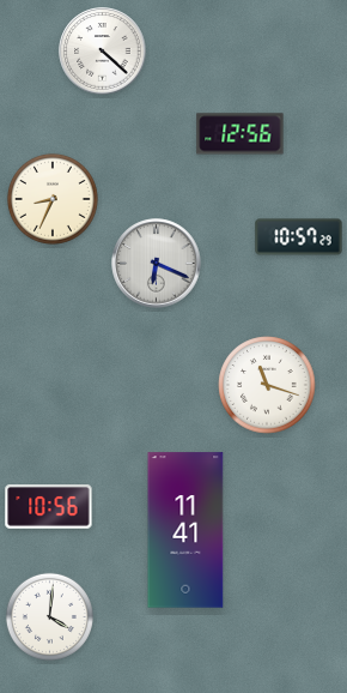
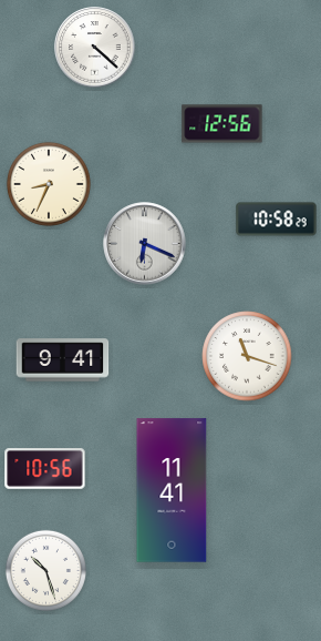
clock at (299, 237): 10:57 -> 10:58
clock at (63, 360): none -> 9:41
clock at (49, 616): 4:01 -> 10:27
